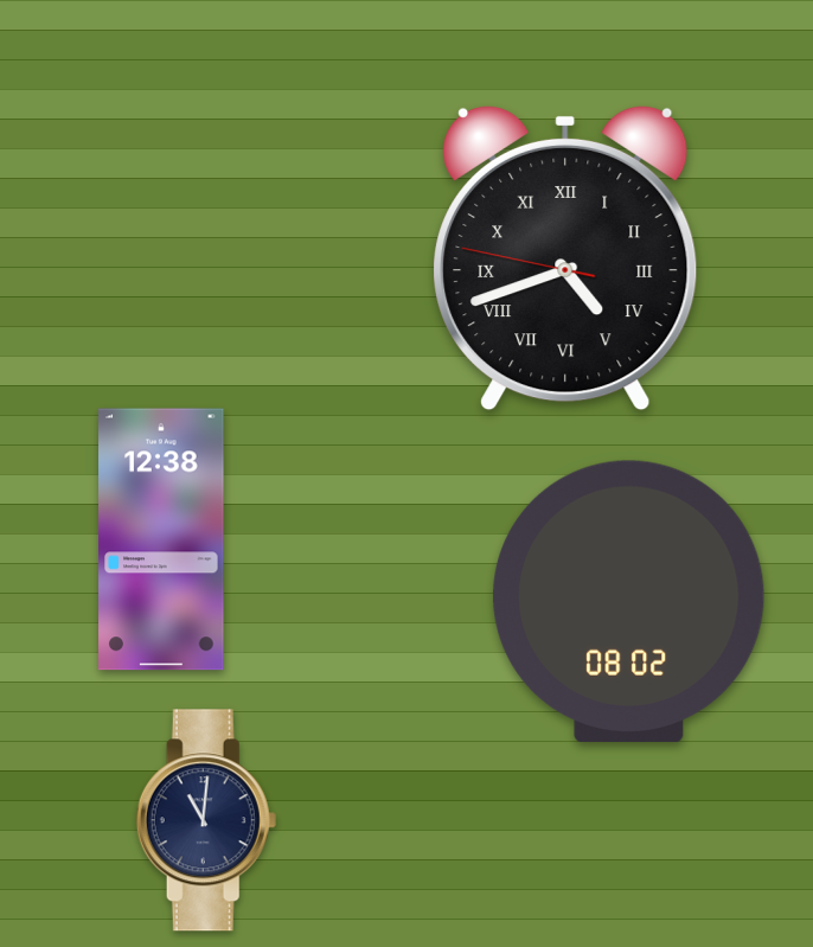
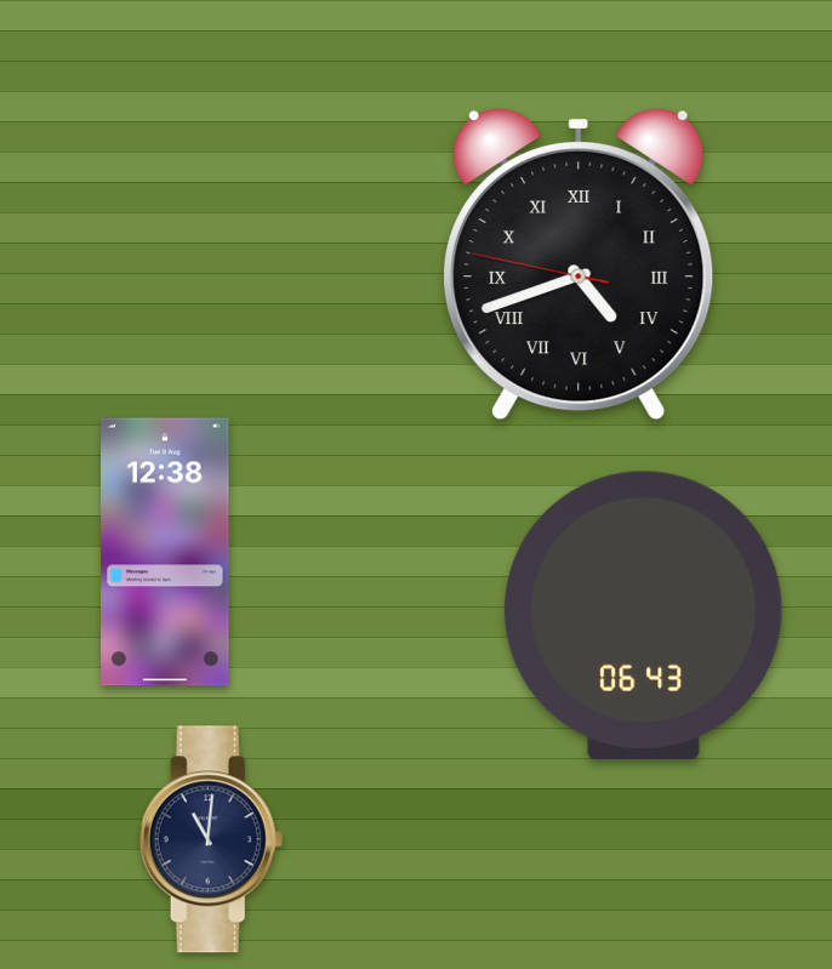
clock at (629, 601): 08:02 -> 06:43
